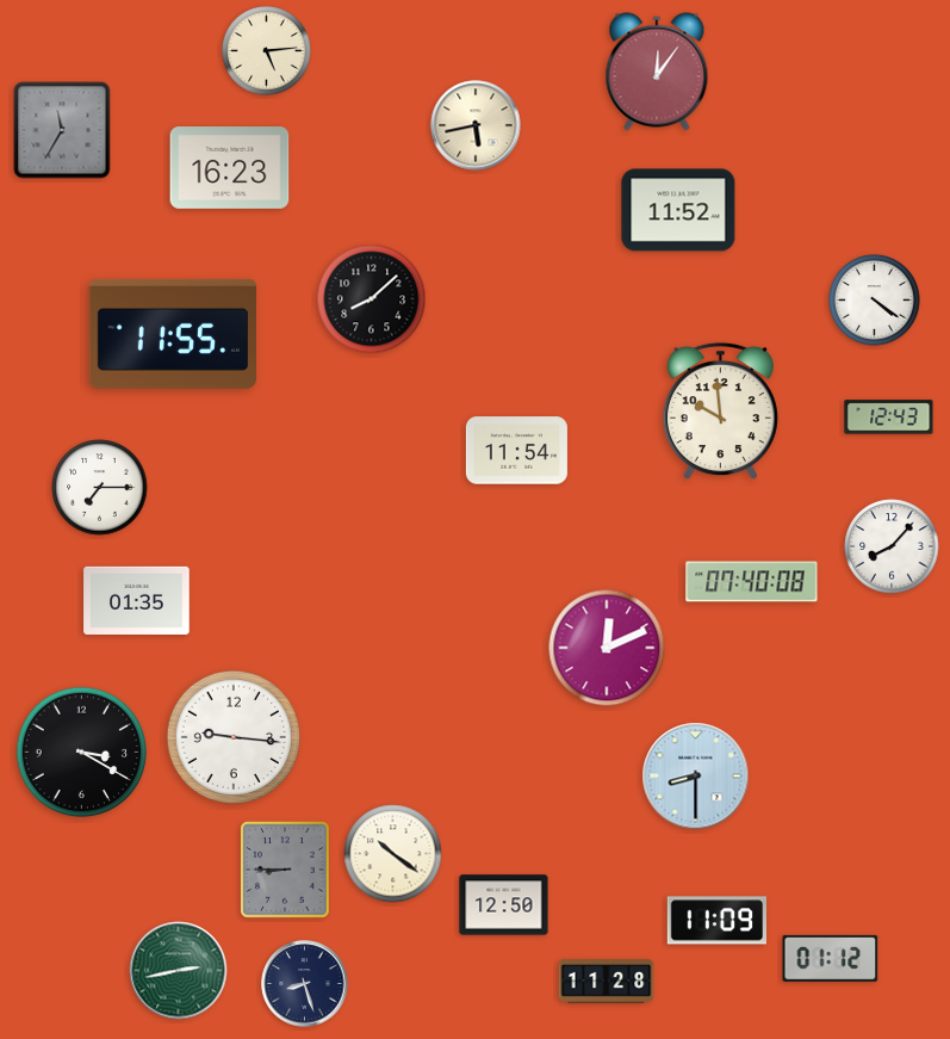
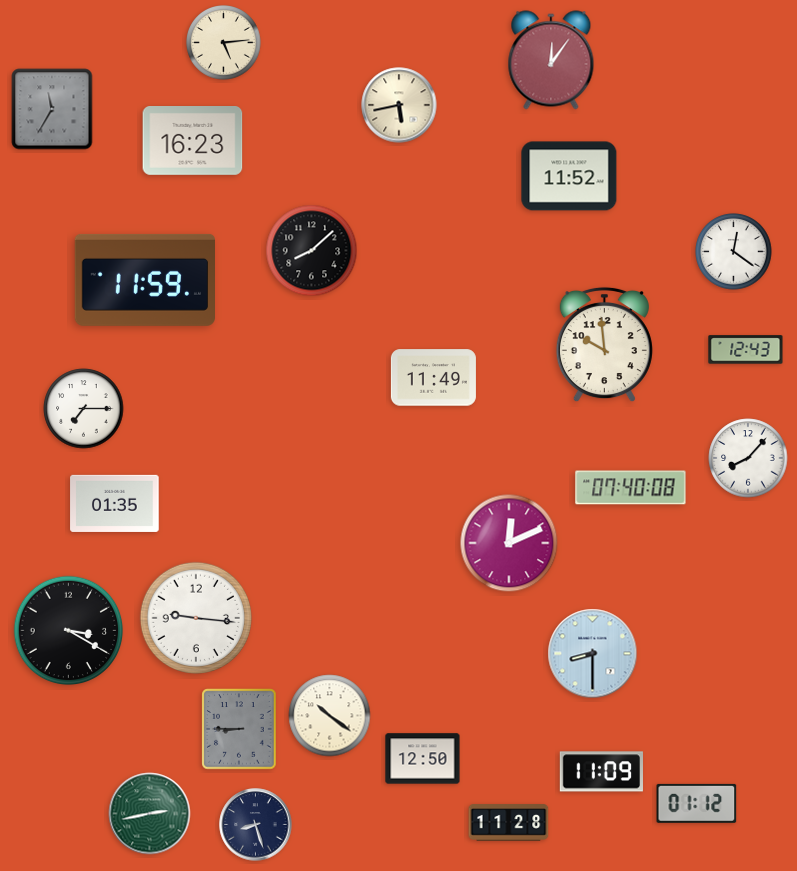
clock at (875, 301): 4:21 -> 12:21
clock at (172, 334): 11:55 -> 11:59
clock at (516, 451): 11:54 -> 11:49
clock at (696, 777) position: (696, 777) -> (593, 654)
